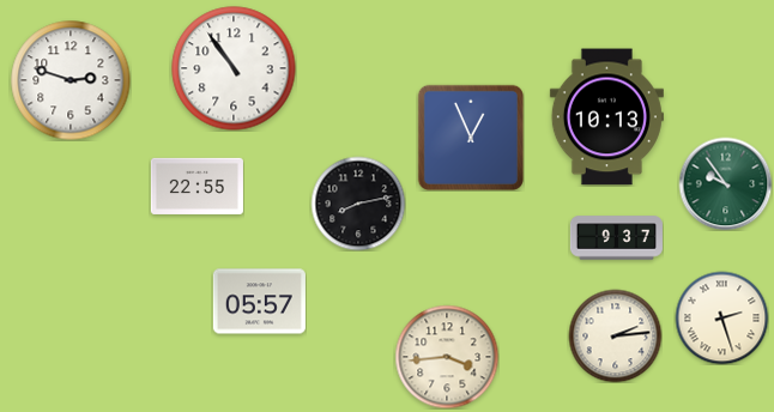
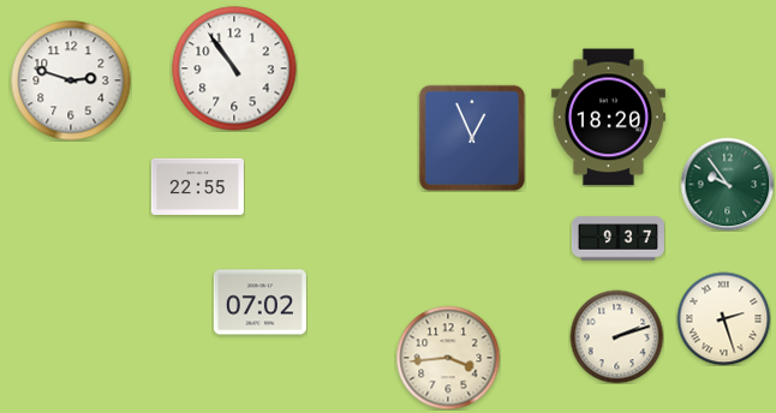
clock at (606, 117): 10:13 -> 18:20
clock at (358, 204): 8:13 -> none
clock at (259, 302): 05:57 -> 07:02
clock at (615, 335): 2:14 -> 2:12
